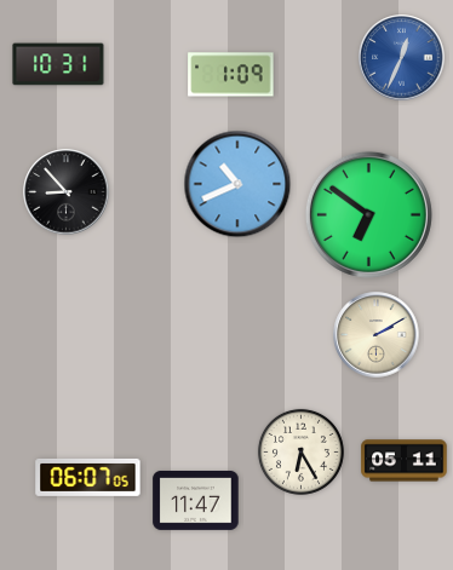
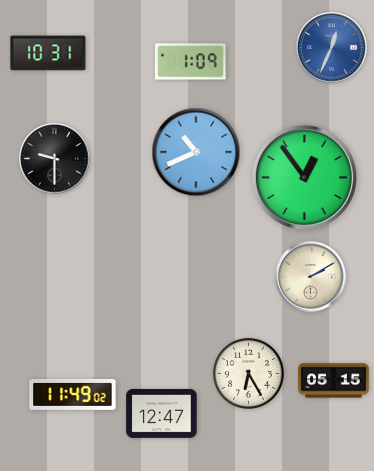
clock at (67, 192): 8:53 -> 9:30
clock at (368, 214): 6:51 -> 12:54
clock at (405, 461): 05:11 -> 05:15
clock at (88, 477): 06:07 -> 11:49
clock at (196, 500): 11:47 -> 12:47
